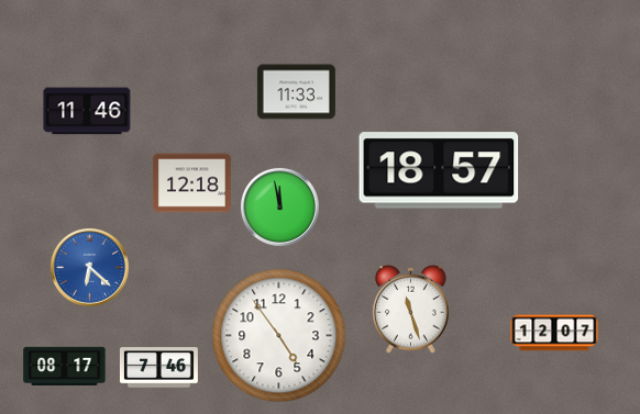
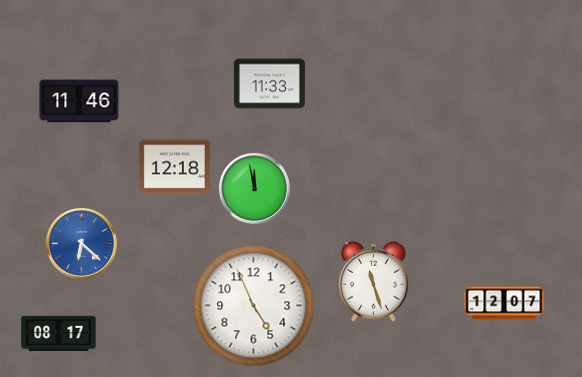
clock at (439, 170): 18:57 -> none
clock at (279, 336): 4:54 -> 4:56
clock at (158, 368): 7:46 -> none
